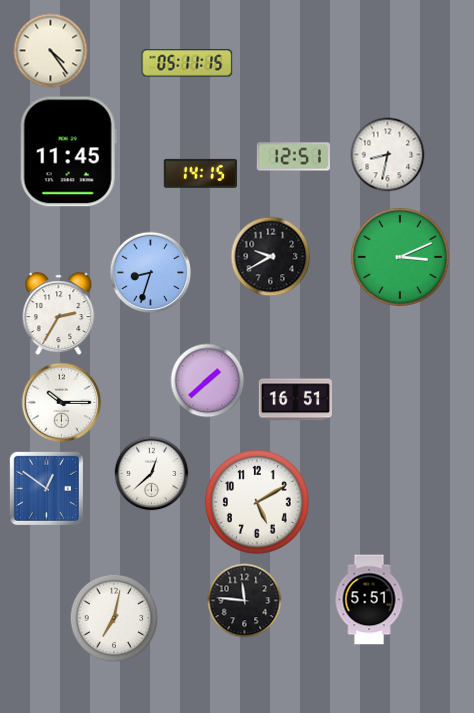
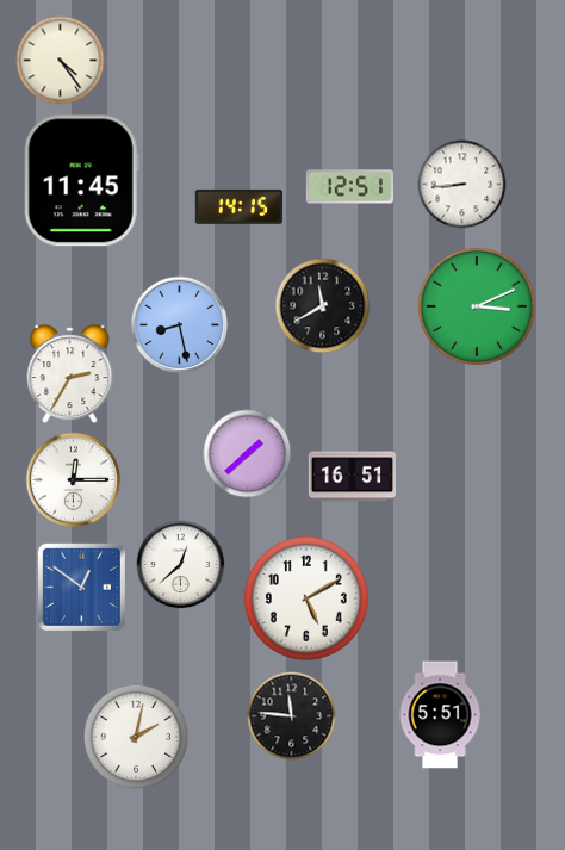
clock at (187, 63): 05:11 -> none
clock at (388, 155): 8:32 -> 8:44
clock at (271, 257): 9:40 -> 11:40
clock at (151, 273): 8:33 -> 8:28
clock at (62, 403): 10:15 -> 12:15
clock at (46, 488) position: (46, 488) -> (81, 587)
clock at (114, 618): 7:02 -> 2:02
